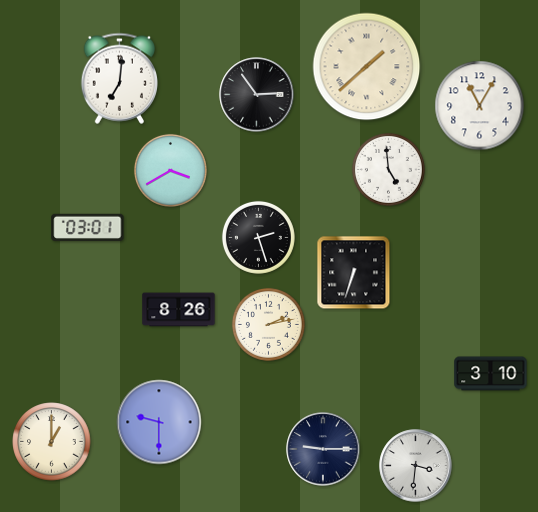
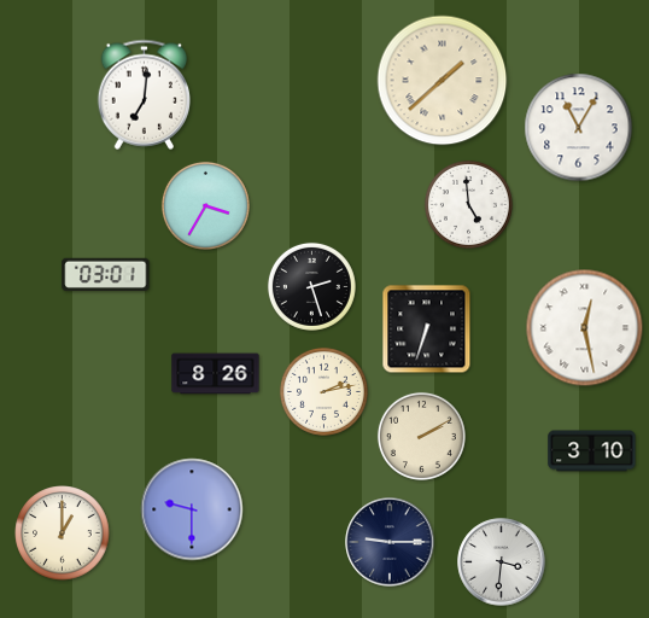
clock at (257, 95): 2:54 -> none
clock at (170, 170): 3:40 -> 3:35
clock at (585, 328): none -> 12:28
clock at (421, 436): none -> 2:10
